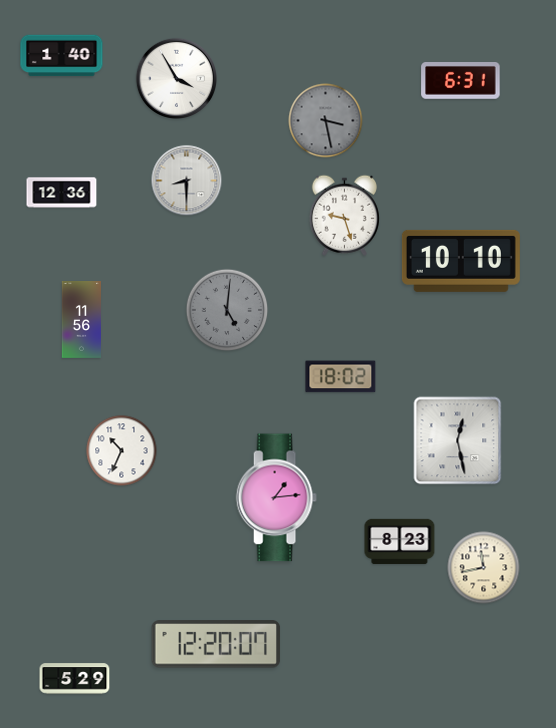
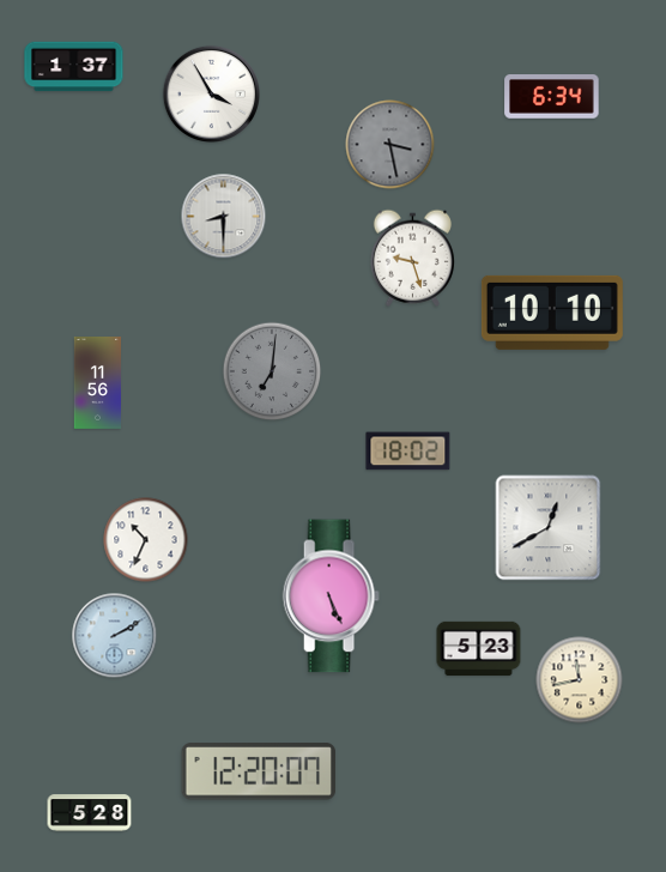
clock at (62, 56): 1:40 -> 1:37
clock at (461, 81): 6:31 -> 6:34
clock at (62, 193): 12:36 -> none
clock at (227, 310): 5:01 -> 7:01
clock at (458, 441): 12:28 -> 12:40
clock at (276, 498): 1:14 -> 5:26
clock at (115, 636): none -> 2:10
clock at (400, 542): 8:23 -> 5:23
clock at (75, 679): 5:29 -> 5:28
